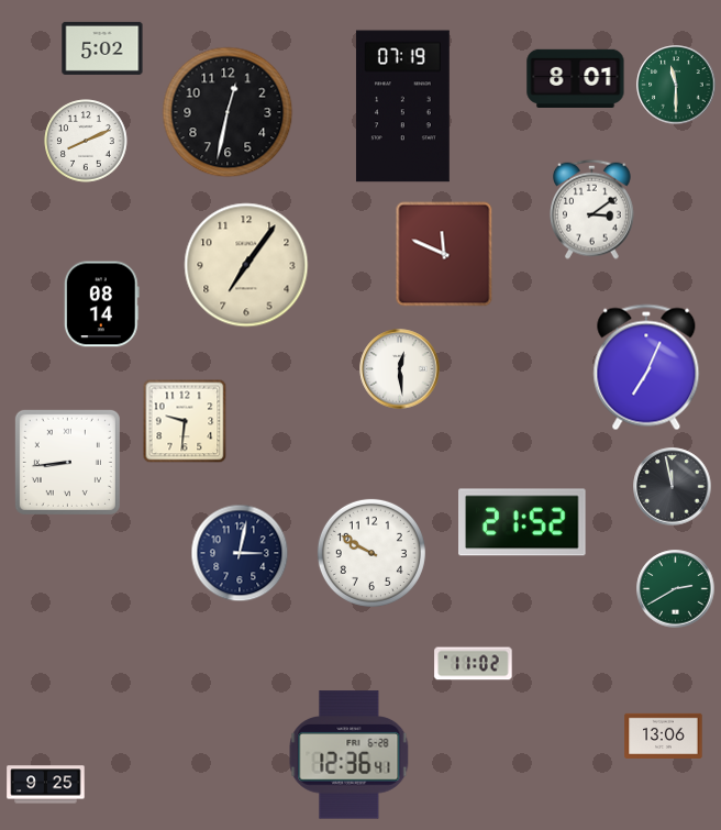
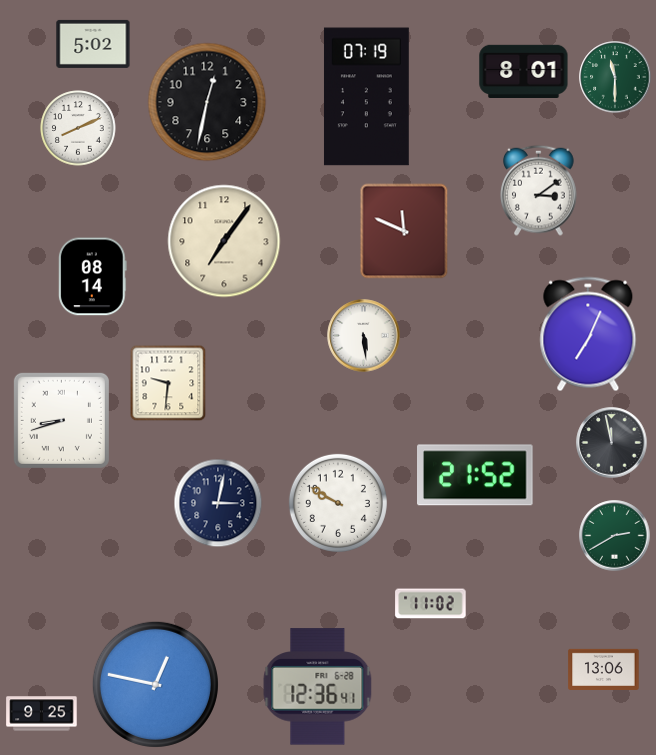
clock at (400, 369): 12:29 -> 5:29
clock at (67, 462): 8:44 -> 8:42
clock at (155, 684): none -> 12:47
